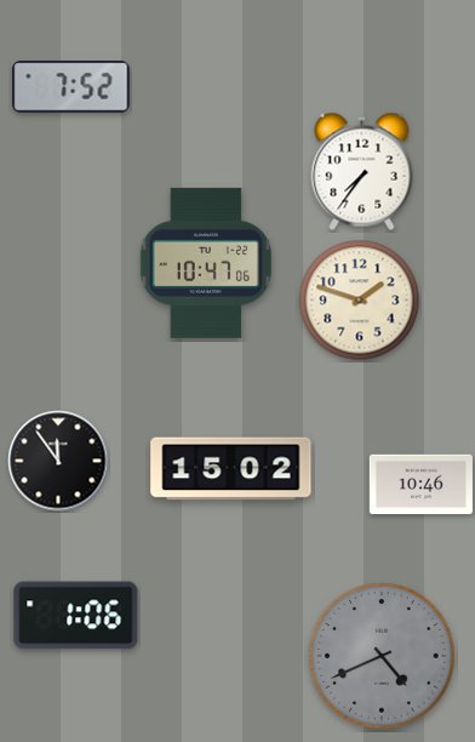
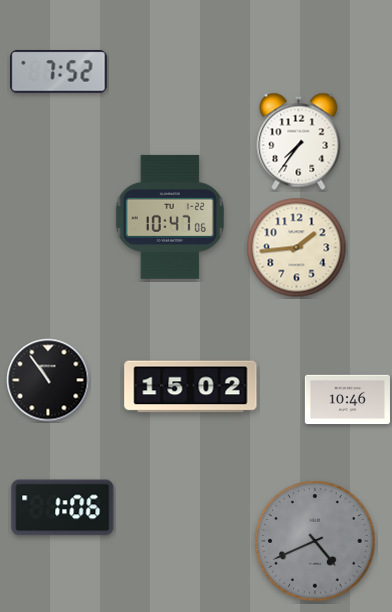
clock at (360, 301): 1:48 -> 1:44
clock at (58, 461): 11:54 -> 10:54
